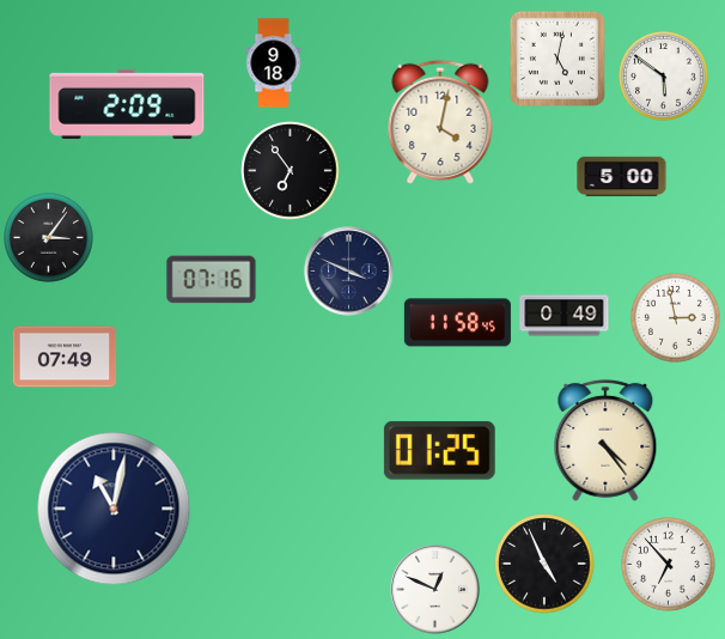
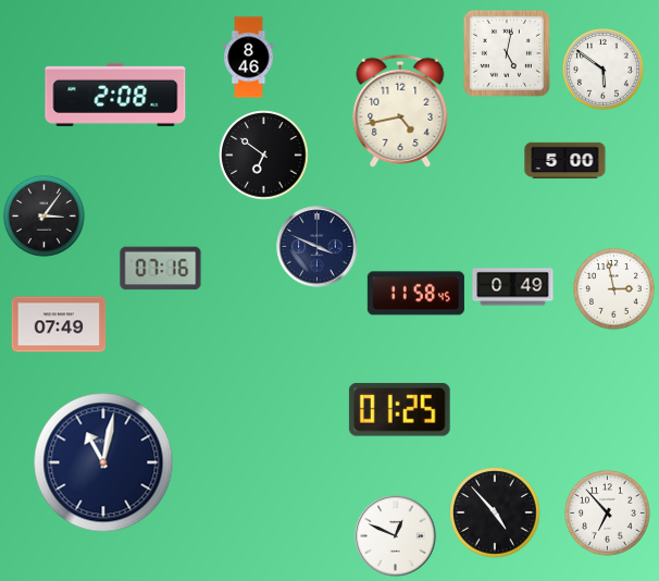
clock at (274, 63): 9:18 -> 8:46
clock at (127, 104): 2:09 -> 2:08
clock at (440, 122): 4:02 -> 4:43
clock at (291, 171): 6:54 -> 6:51
clock at (212, 280) position: (212, 280) -> (161, 269)
clock at (605, 440): 4:24 -> none
clock at (544, 564): 4:56 -> 4:53
